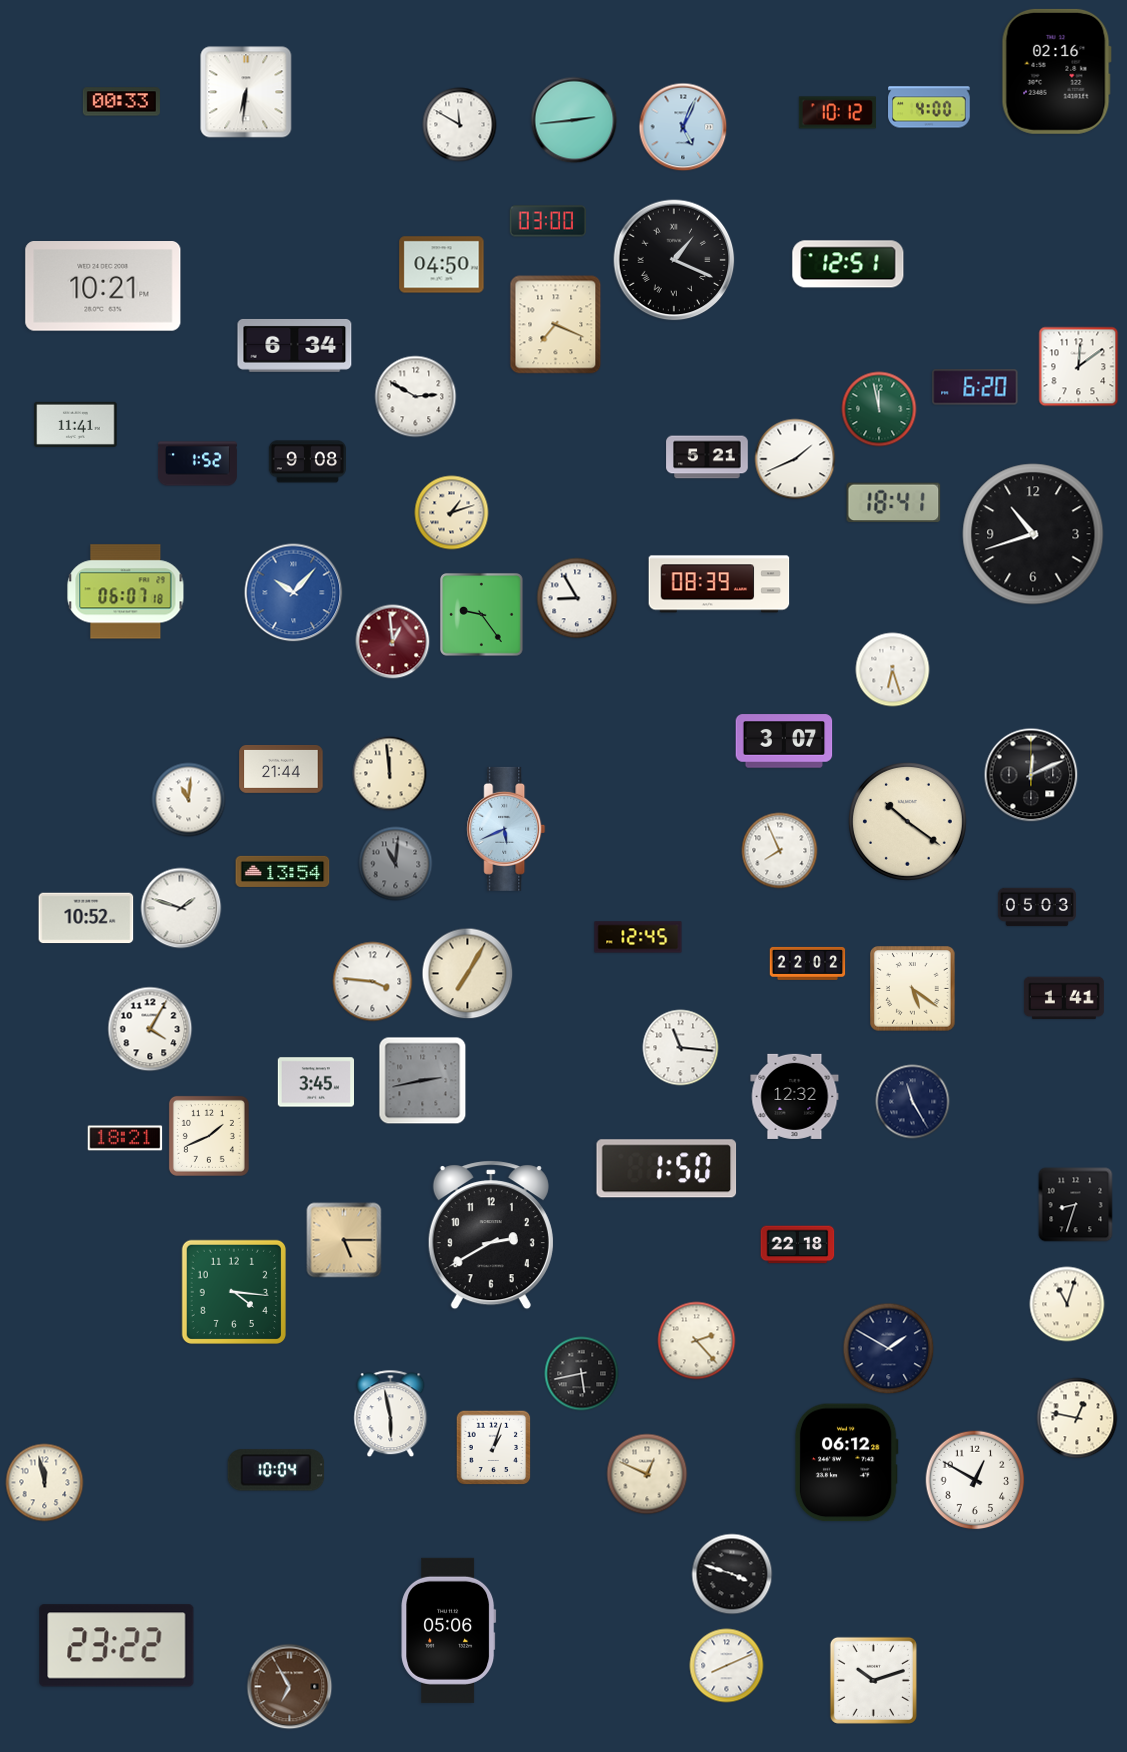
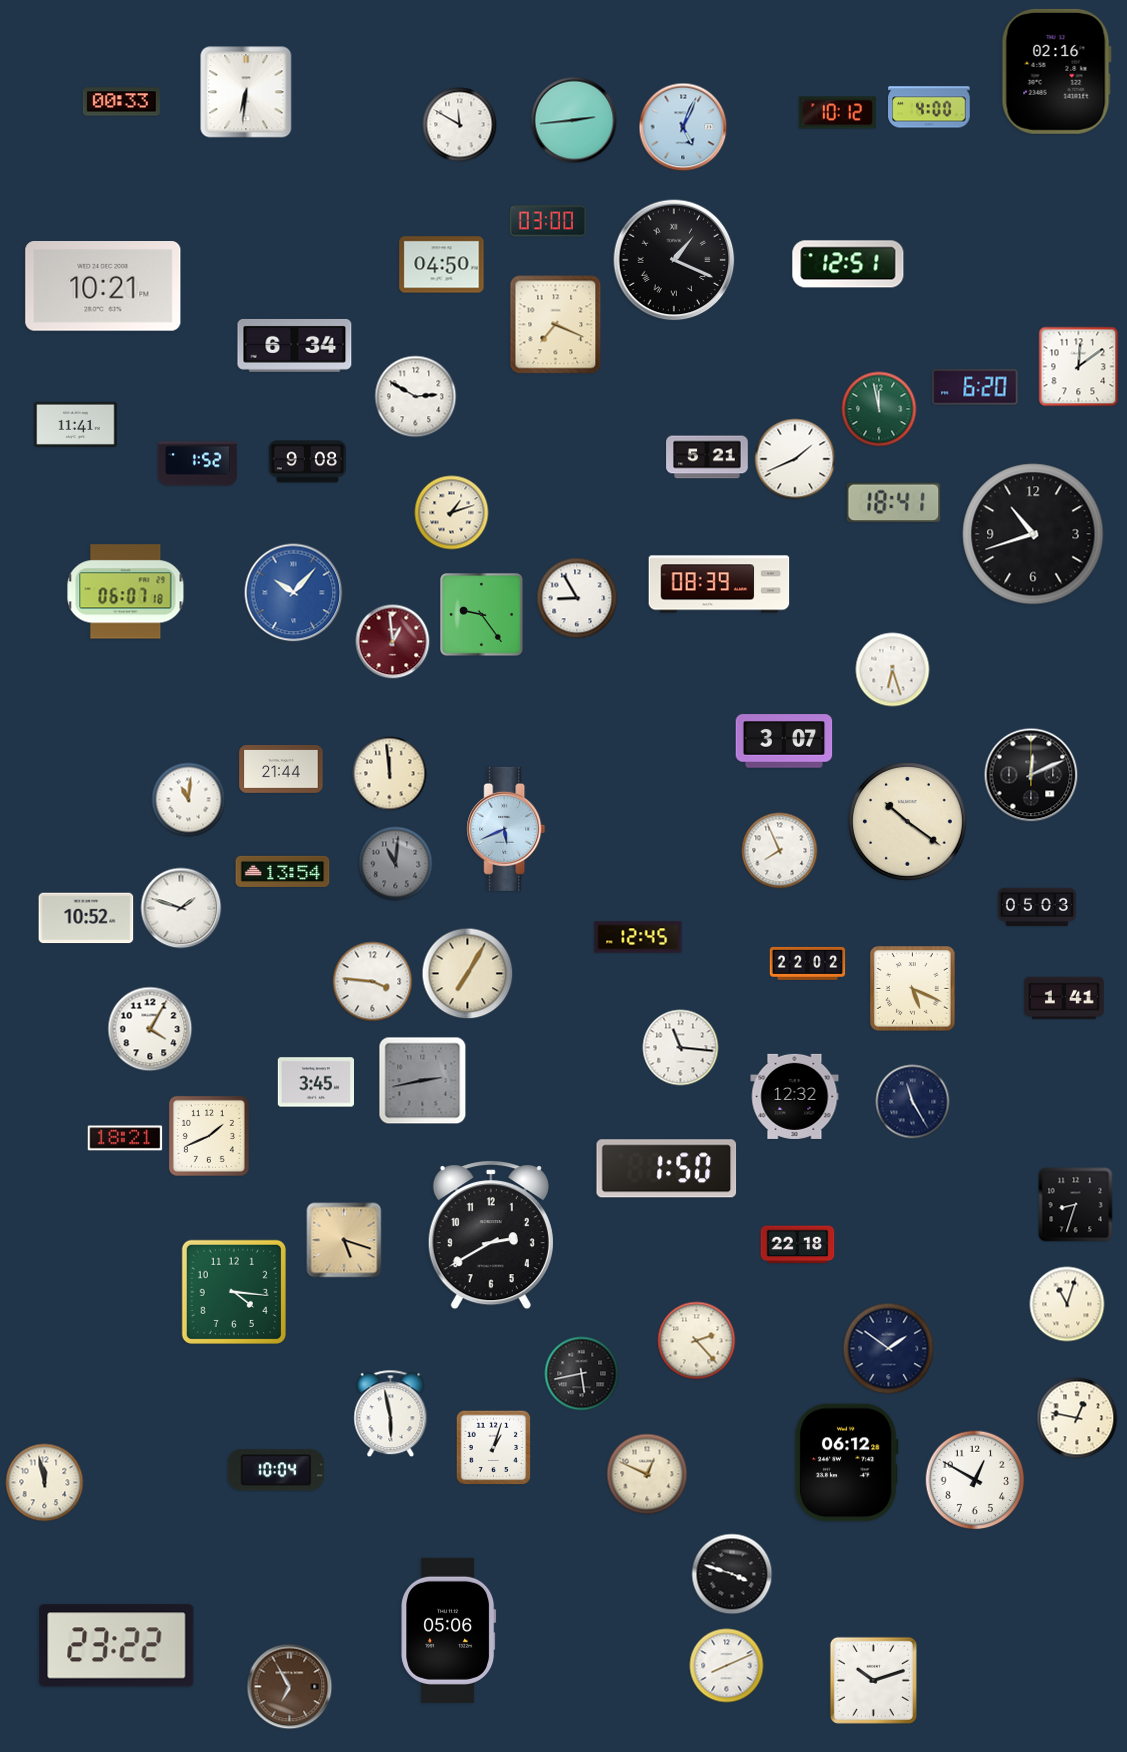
clock at (913, 989): 5:21 -> 5:19
clock at (344, 1240): 5:15 -> 5:18
clock at (889, 1349): 1:50 -> 1:51
